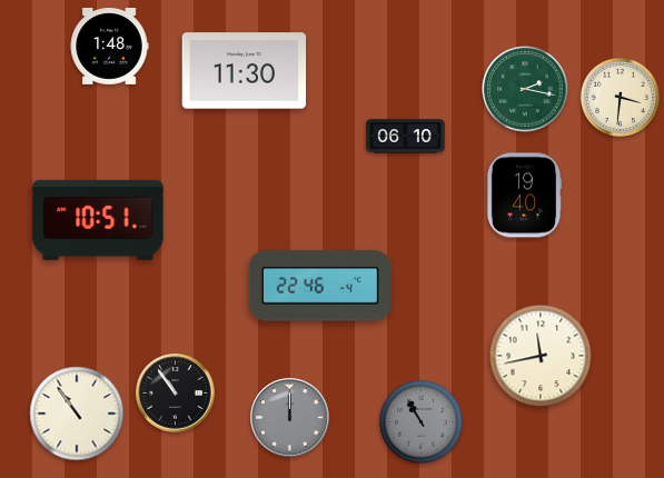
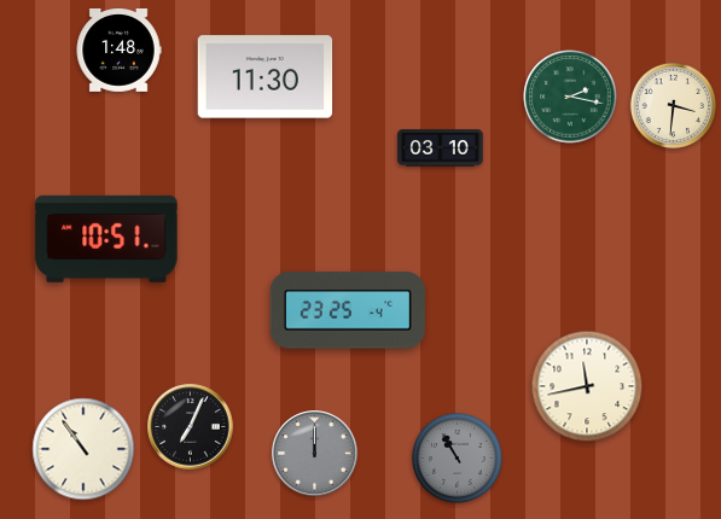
clock at (406, 137): 06:10 -> 03:10
clock at (524, 196): 19:40 -> none
clock at (320, 286): 22:46 -> 23:25
clock at (176, 394): 10:54 -> 7:04
